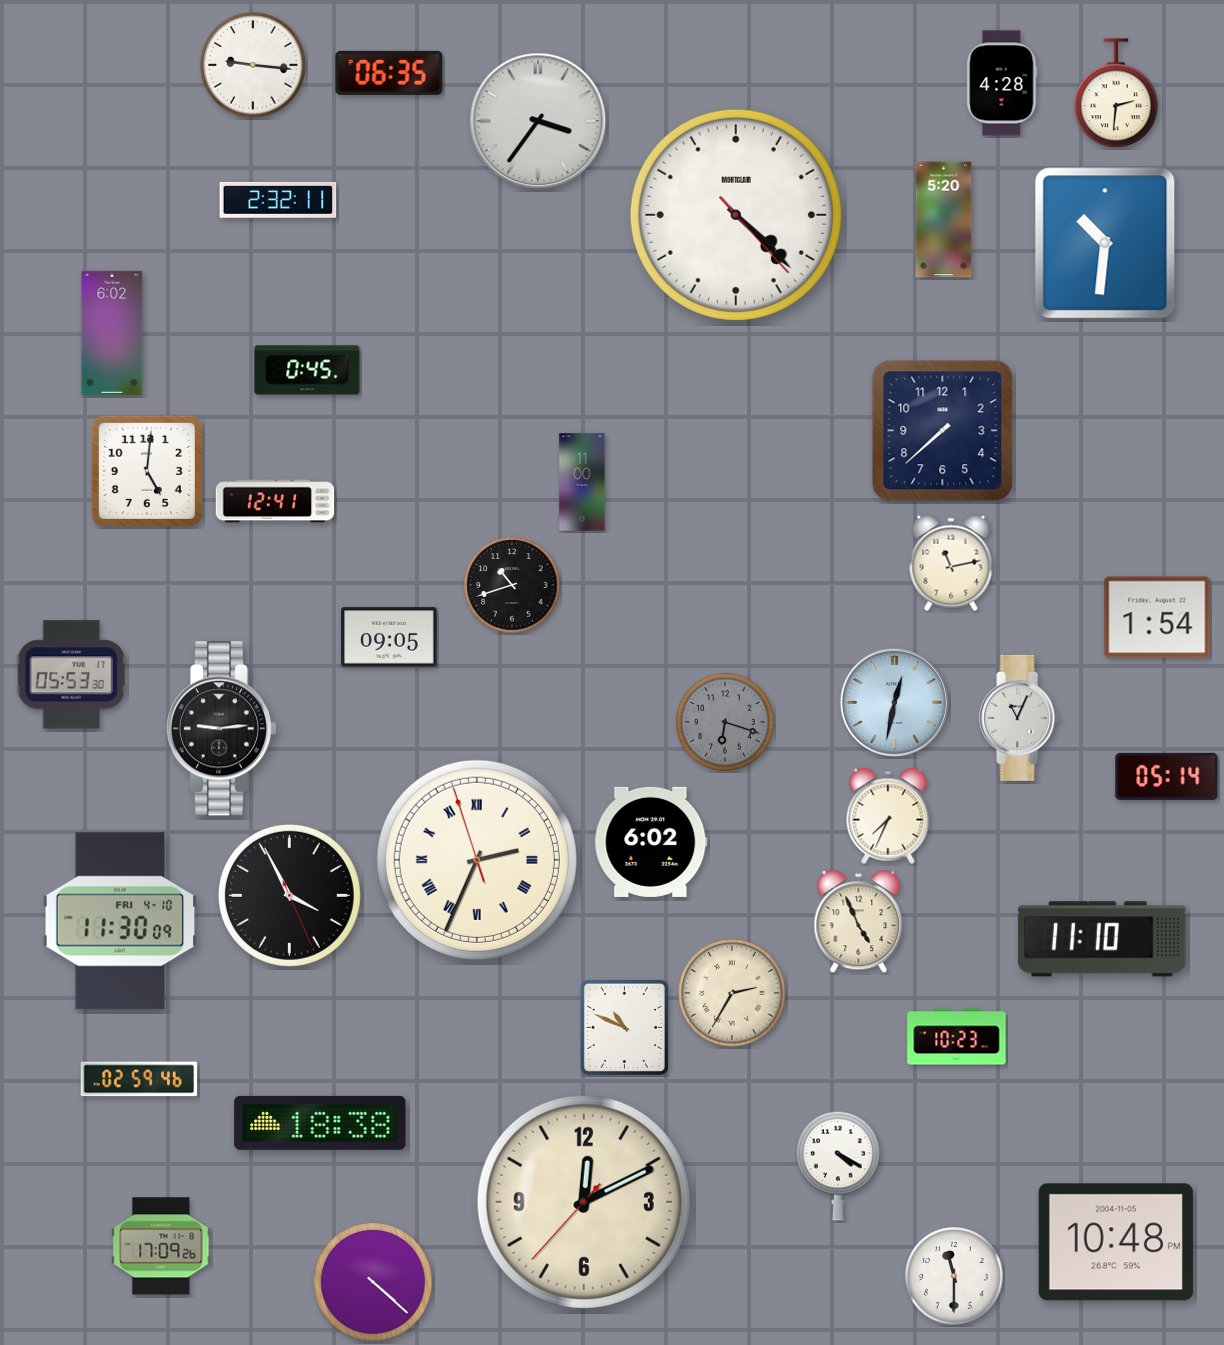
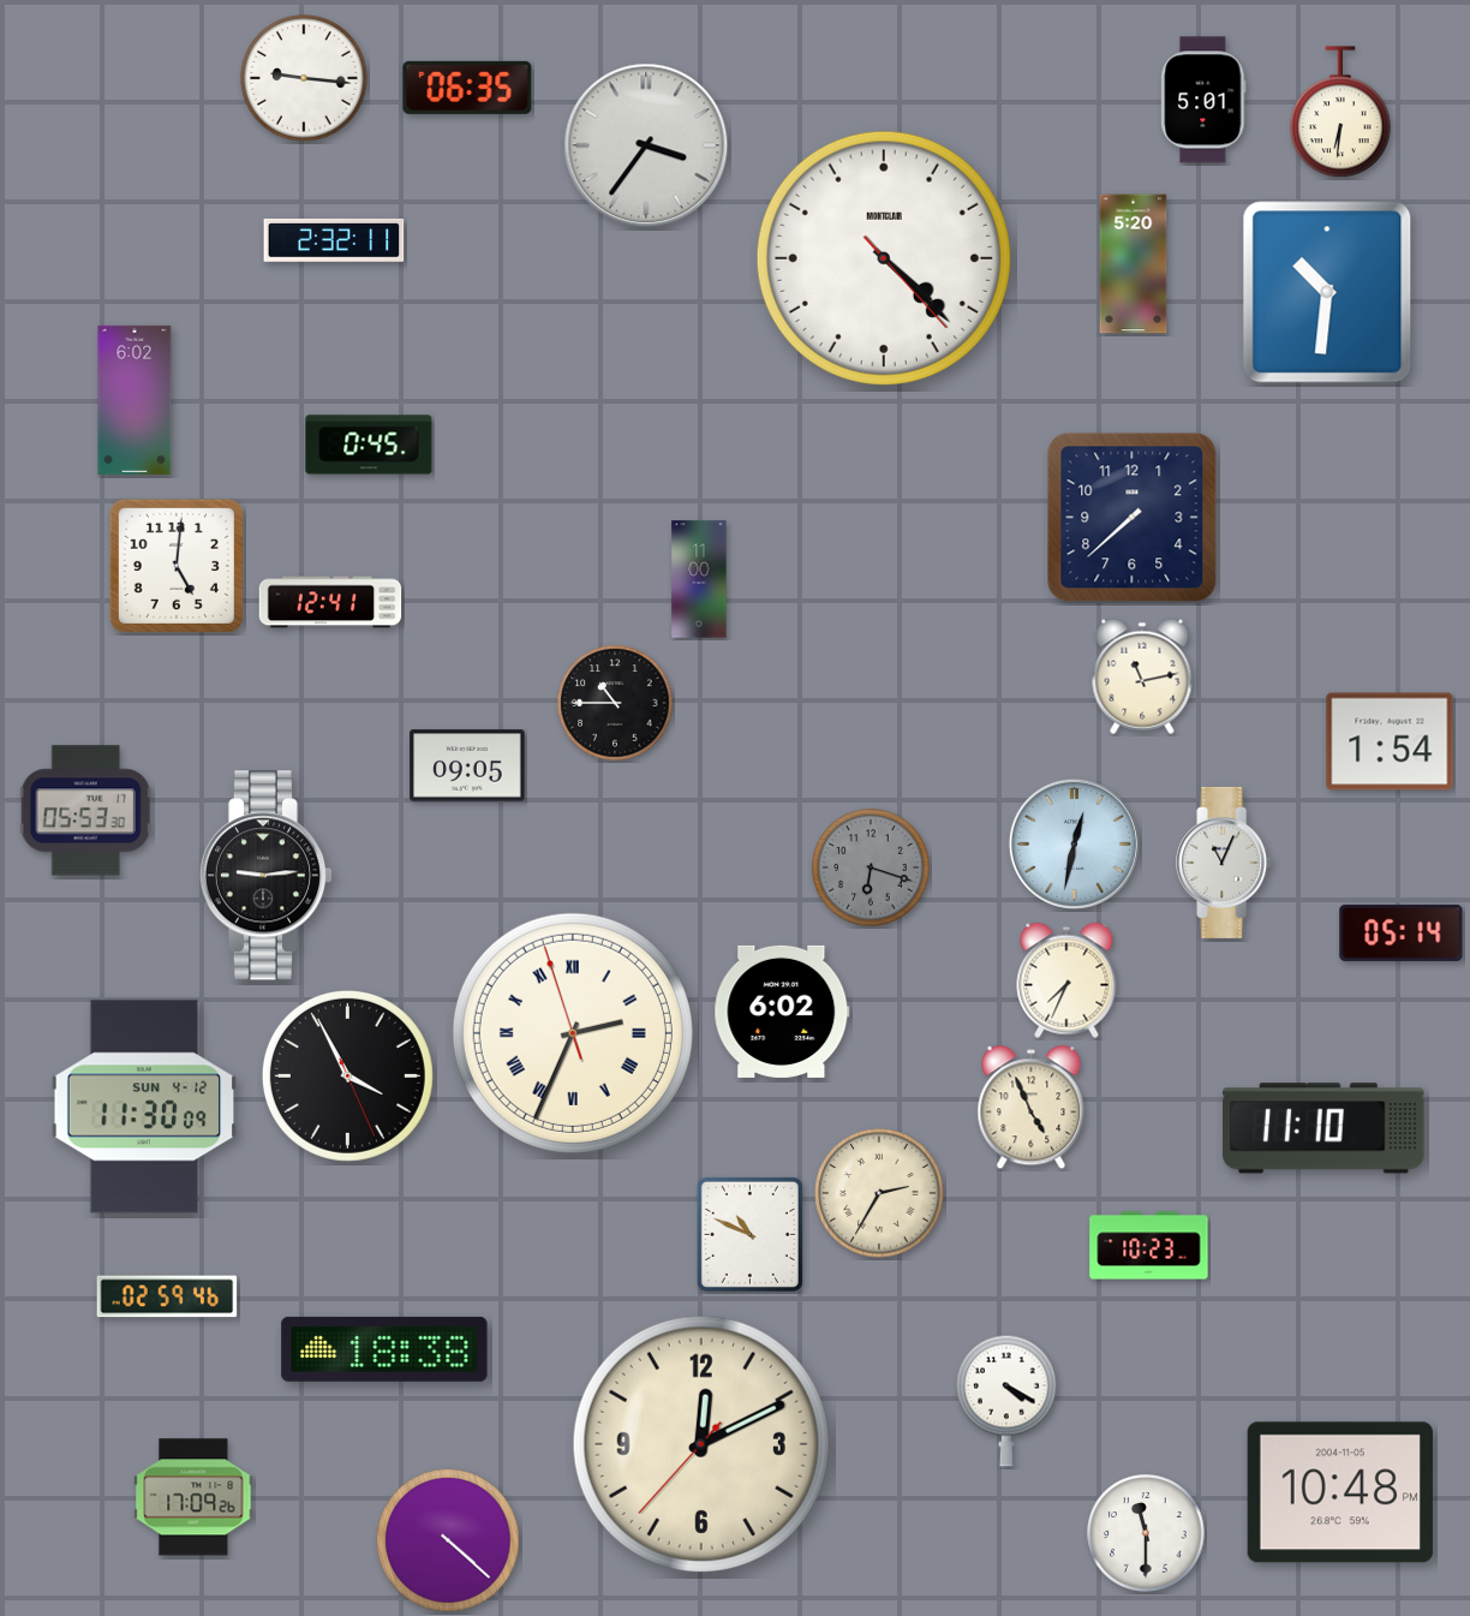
clock at (1002, 83): 4:28 -> 5:01
clock at (1117, 94): 2:31 -> 6:31
clock at (512, 585): 10:42 -> 10:45
clock at (120, 921) date: FRI 4-10 -> SUN 4-12
